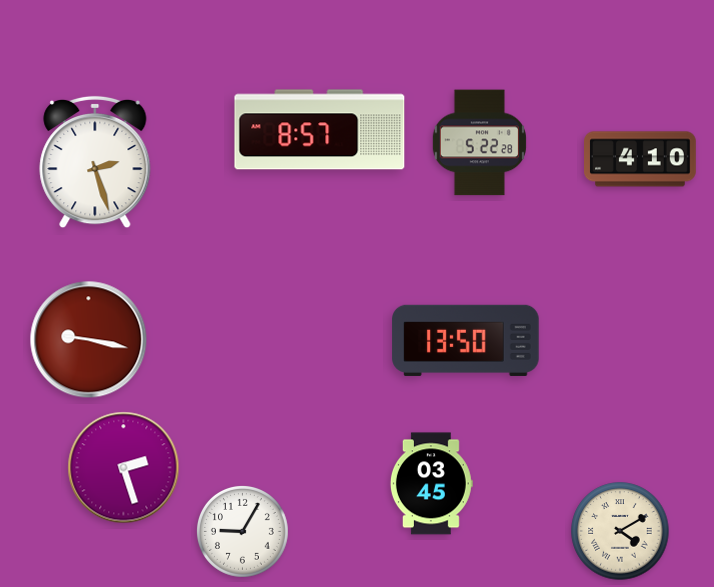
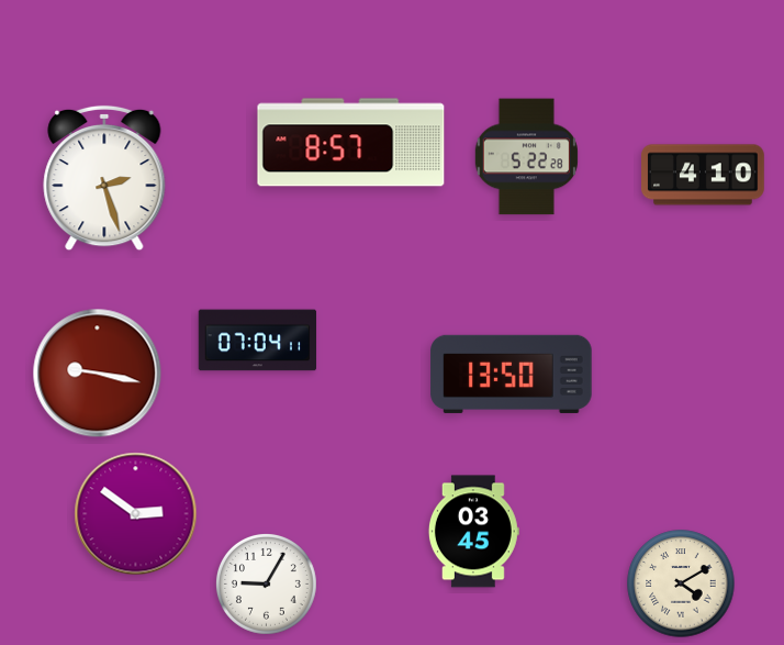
clock at (258, 341): none -> 07:04
clock at (124, 468): 2:27 -> 2:51
